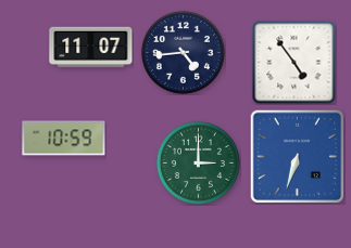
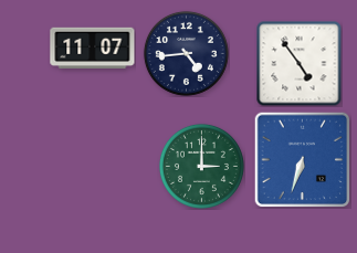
clock at (64, 139): 10:59 -> none
